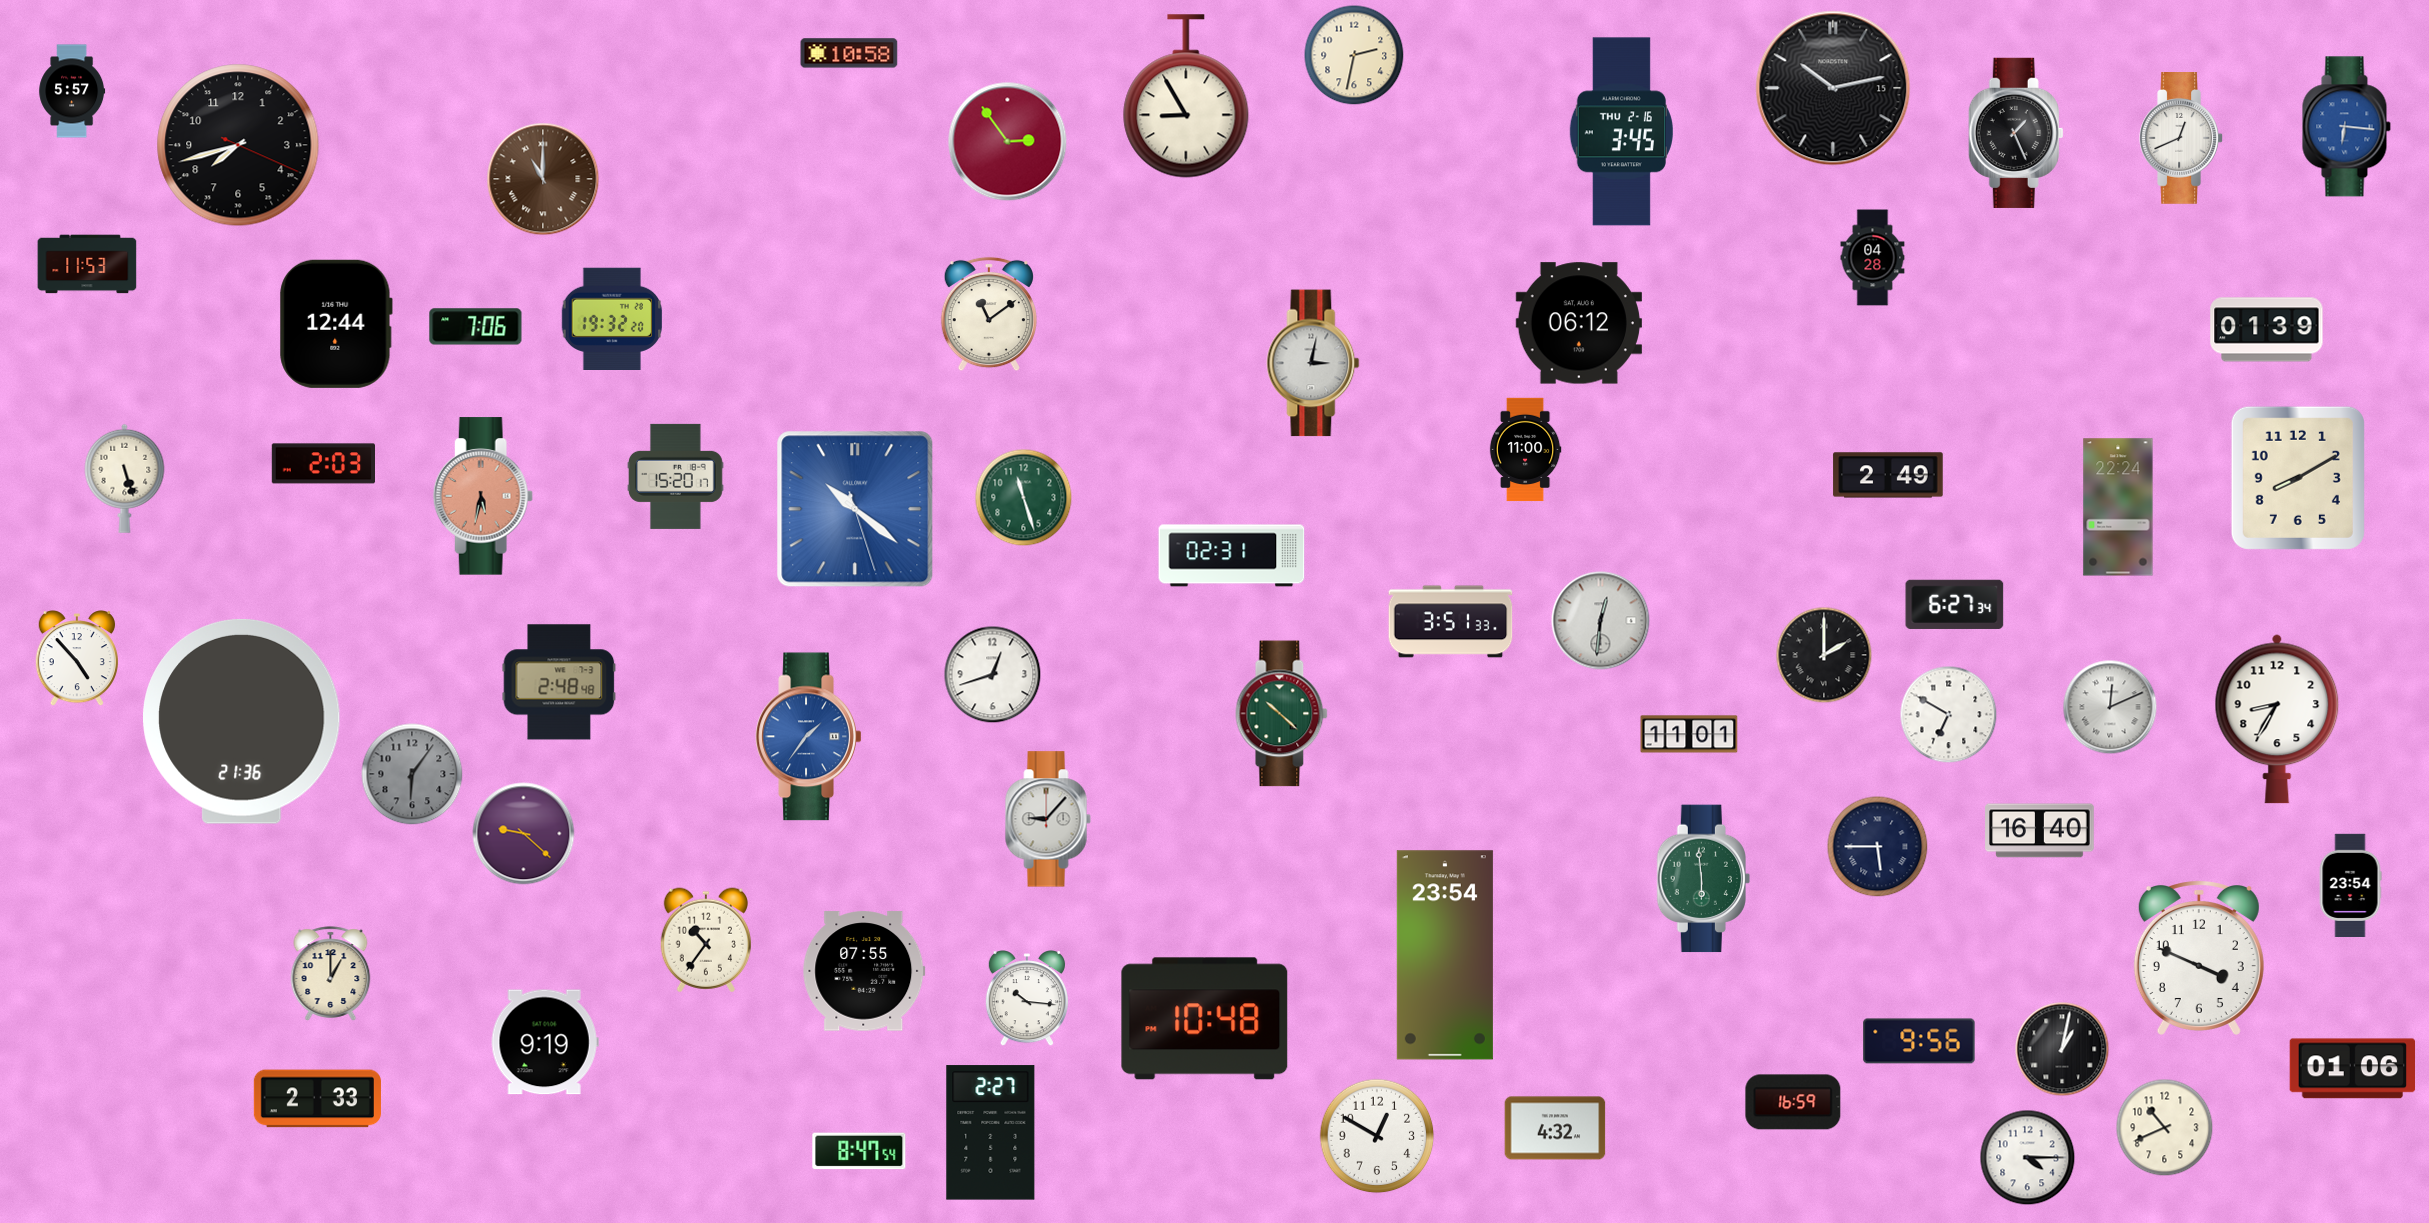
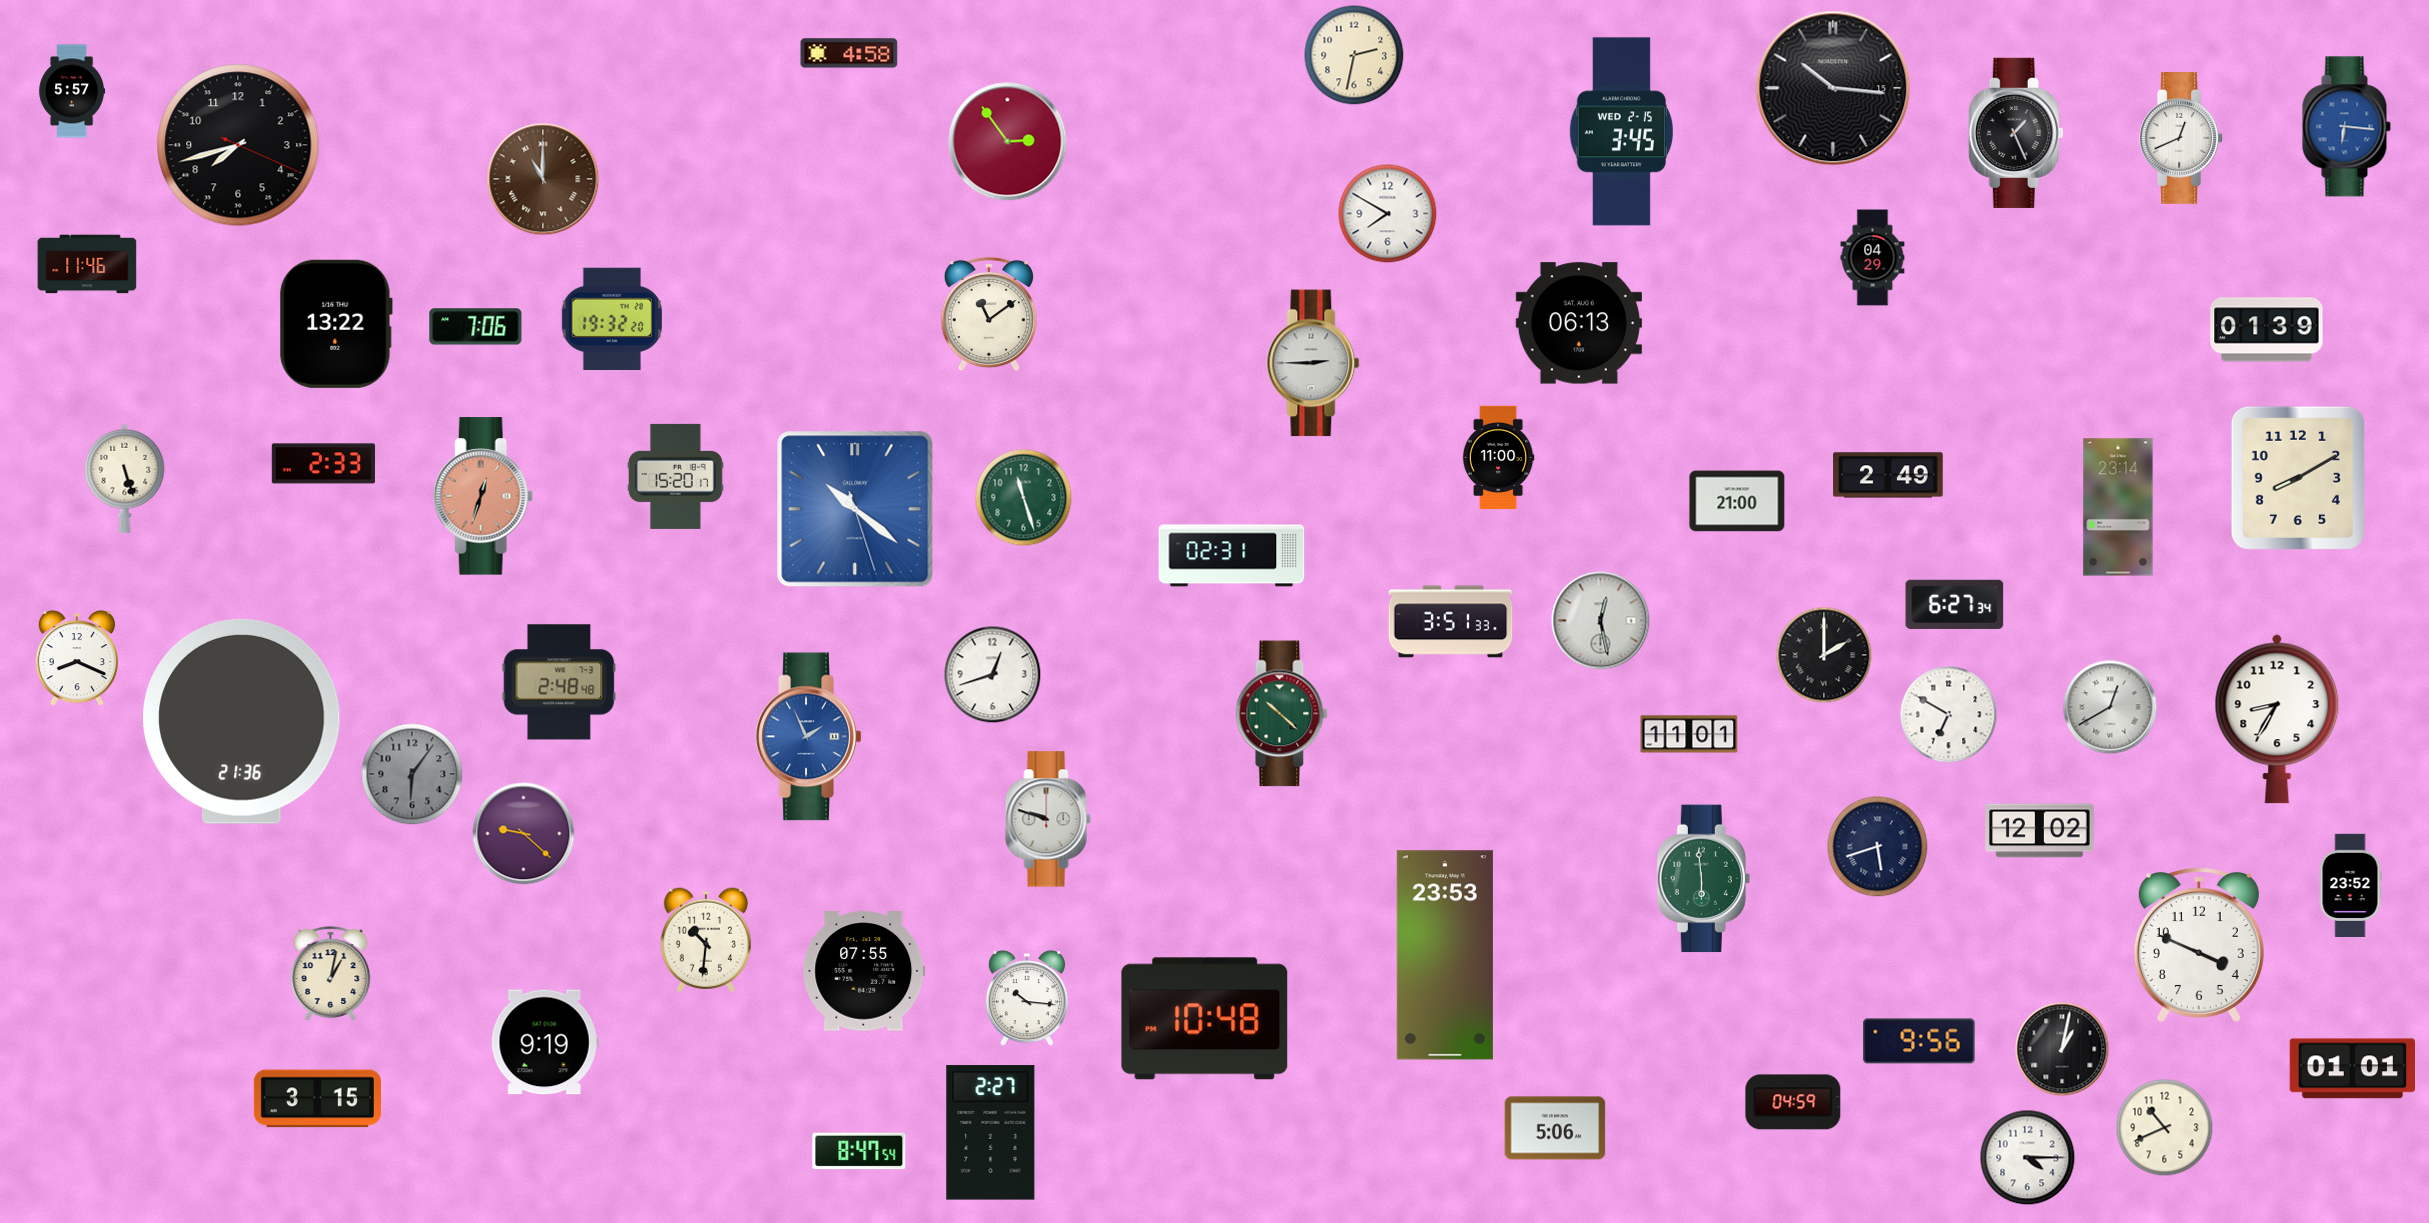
clock at (849, 53): 10:58 -> 4:58
clock at (1833, 88): 10:13 -> 10:16
clock at (1186, 96): 8:55 -> none
clock at (1621, 132) date: THU 2-16 -> WED 2-15
clock at (1388, 214): none -> 7:50
clock at (1873, 258): 04:28 -> 04:29
clock at (87, 264): 11:53 -> 11:46
clock at (1579, 323): 06:12 -> 06:13
clock at (336, 324): 12:44 -> 13:22
clock at (1313, 363): 3:02 -> 2:45
clock at (1525, 450) position: (1525, 450) -> (1498, 458)
clock at (323, 464): 2:03 -> 2:33
clock at (483, 496): 5:32 -> 12:33
clock at (1737, 501): none -> 21:00
clock at (2118, 507): 22:24 -> 23:14
clock at (1601, 621): 12:31 -> 12:28
clock at (77, 659): 4:53 -> 8:19
clock at (2110, 707): 12:11 -> 12:40
clock at (809, 737): 1:36 -> 1:56
clock at (1048, 819): 9:07 -> 9:48
clock at (2040, 831): 16:40 -> 12:02
clock at (1878, 847): 5:45 -> 5:42
clock at (2350, 885): 23:54 -> 23:52
clock at (706, 940): 10:36 -> 10:31
clock at (1445, 955): 23:54 -> 23:53
clock at (2199, 958) position: (2199, 958) -> (2199, 945)
clock at (331, 974): 1:00 -> 1:02
clock at (2352, 1069): 01:06 -> 01:01
clock at (317, 1099): 2:33 -> 3:15
clock at (1793, 1102): 16:59 -> 04:59
clock at (1555, 1128): 4:32 -> 5:06
clock at (1377, 1136): 12:50 -> none
